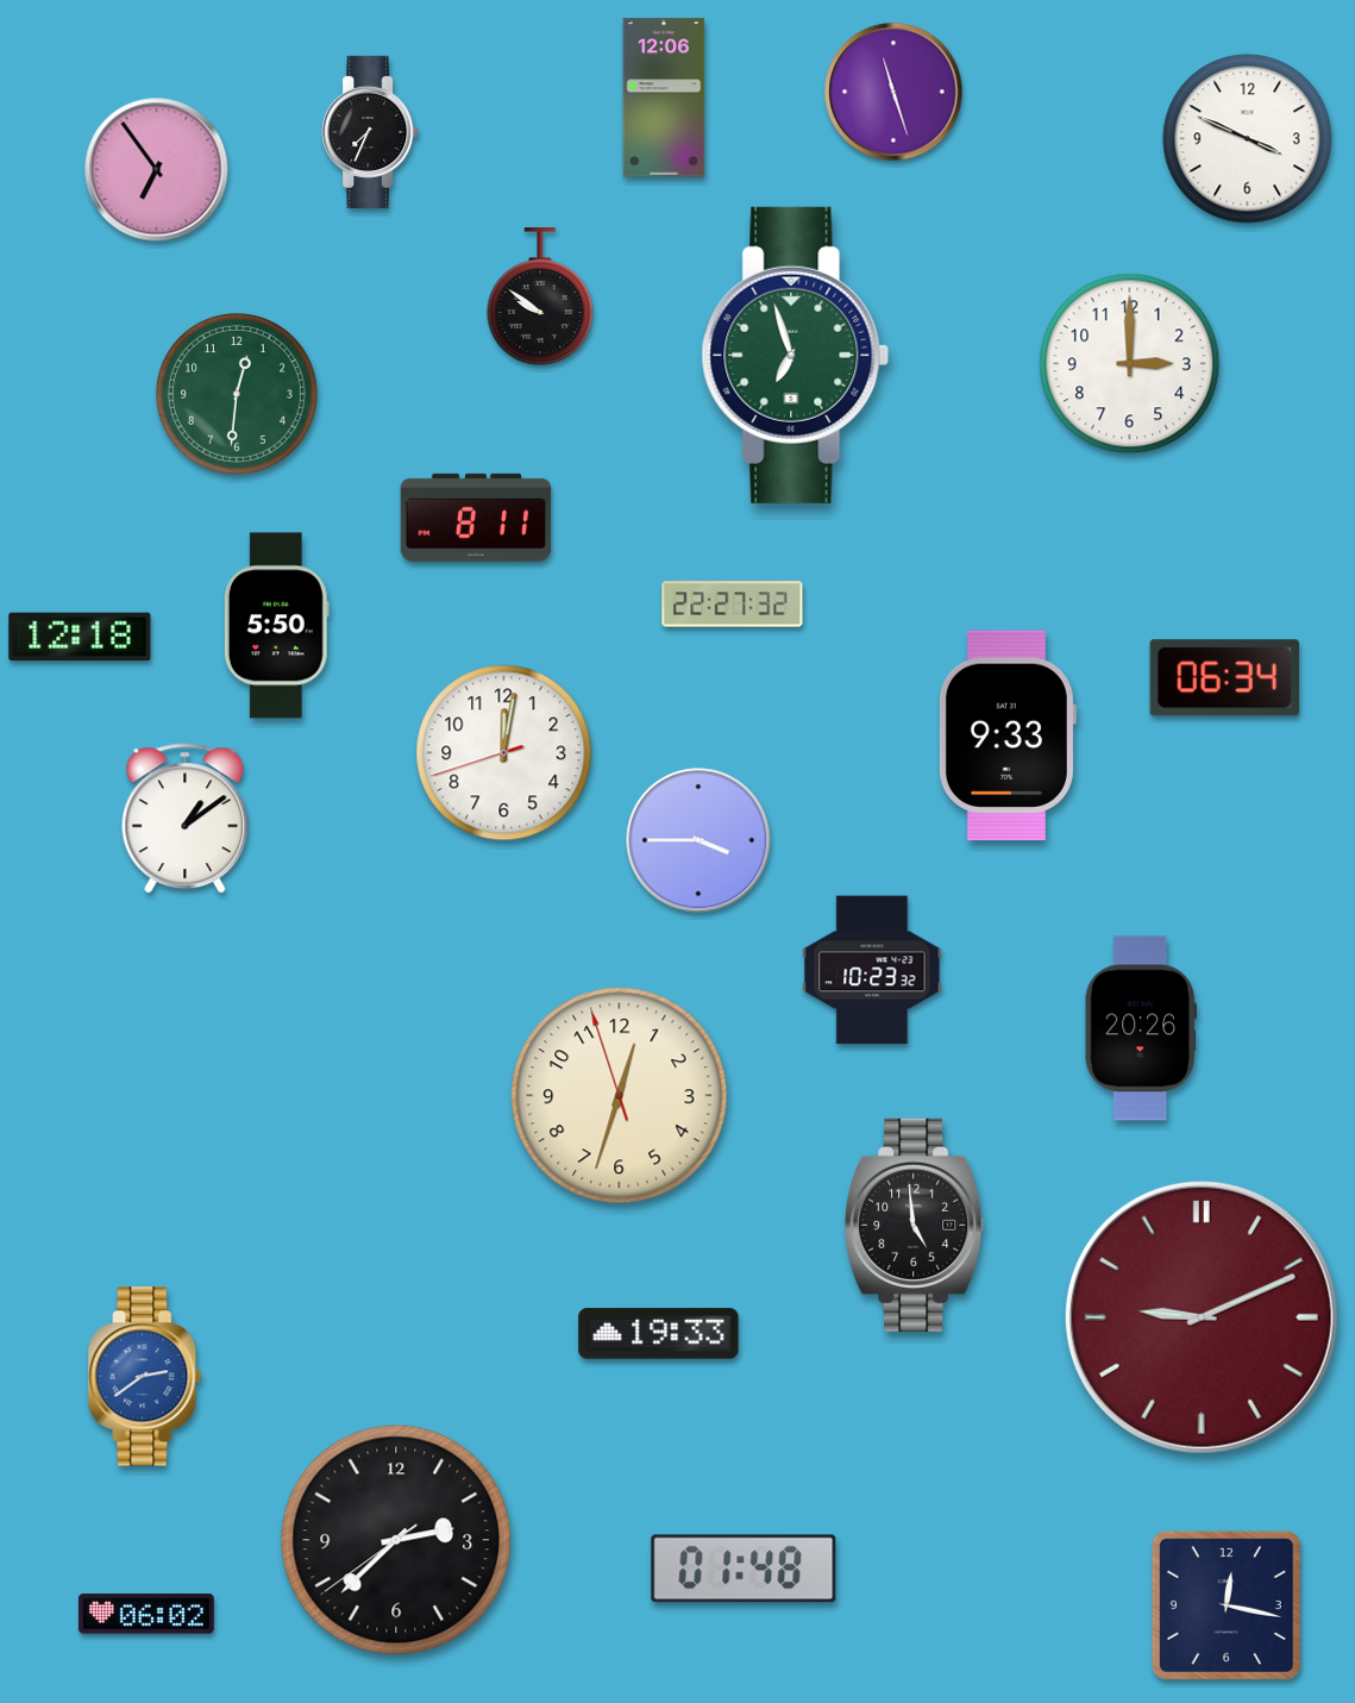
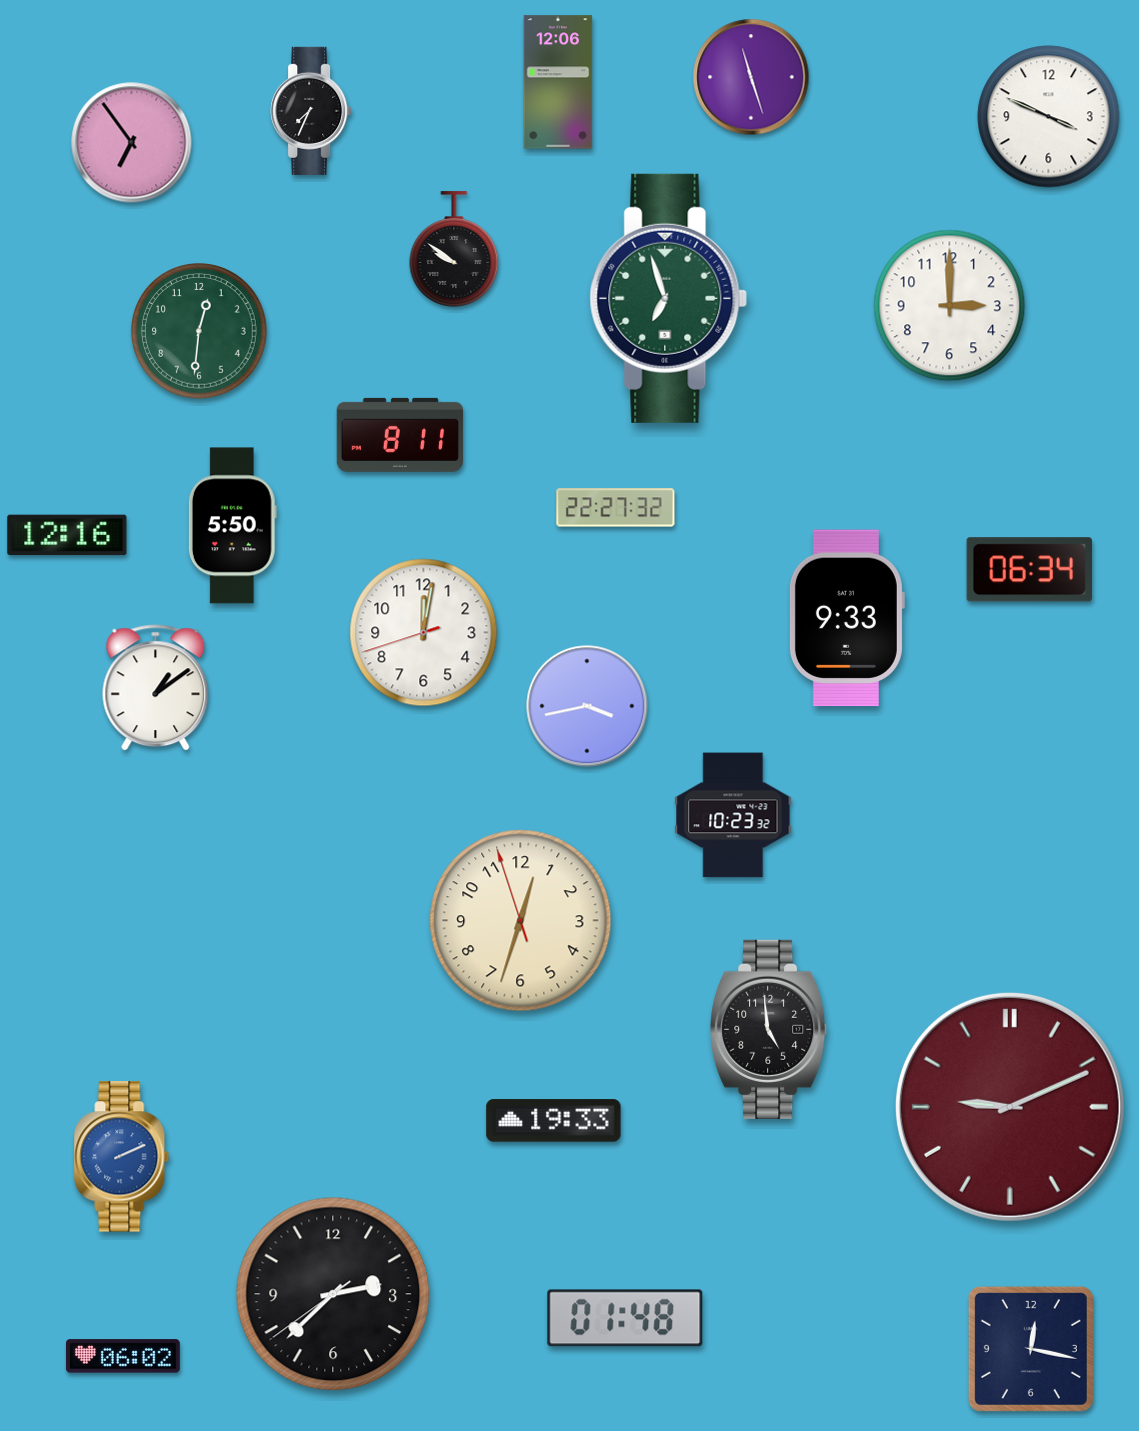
clock at (80, 637): 12:18 -> 12:16
clock at (698, 840): 3:45 -> 3:43
clock at (1140, 1028): 20:26 -> none
clock at (145, 1377): 2:39 -> 2:11
